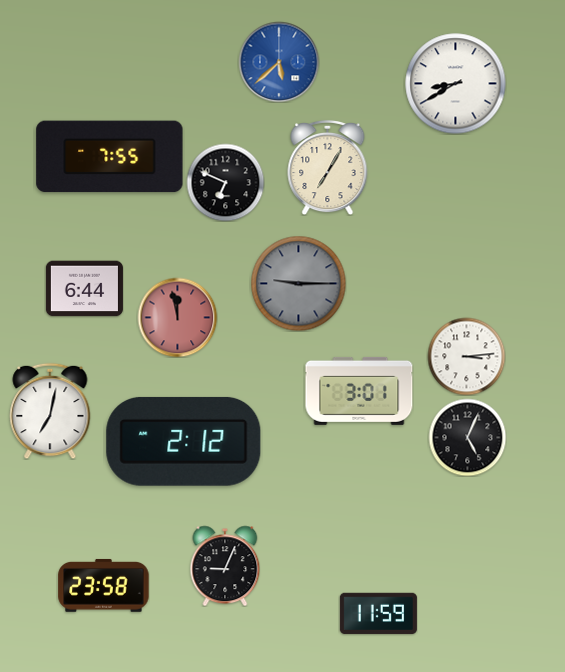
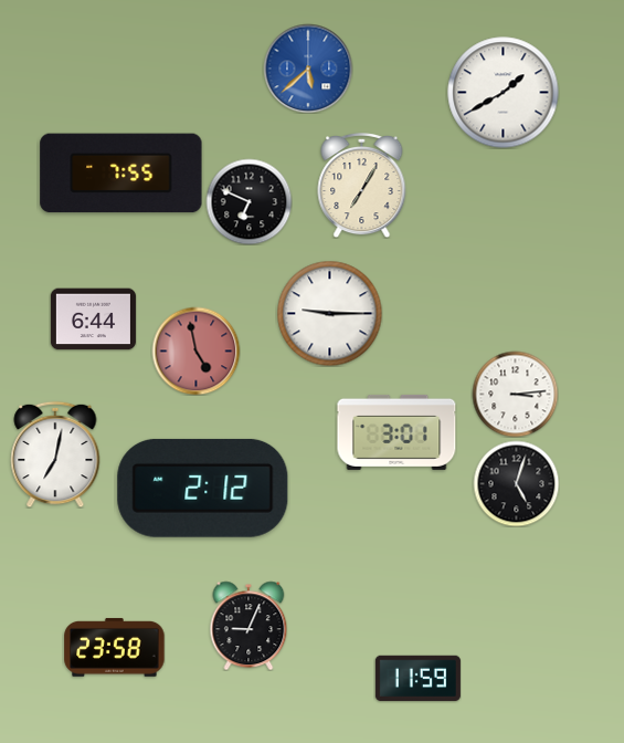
clock at (456, 84): 8:40 -> 1:40
clock at (298, 283) dial: grey -> white
clock at (177, 317): 11:58 -> 4:58
clock at (467, 437): 5:04 -> 5:03
